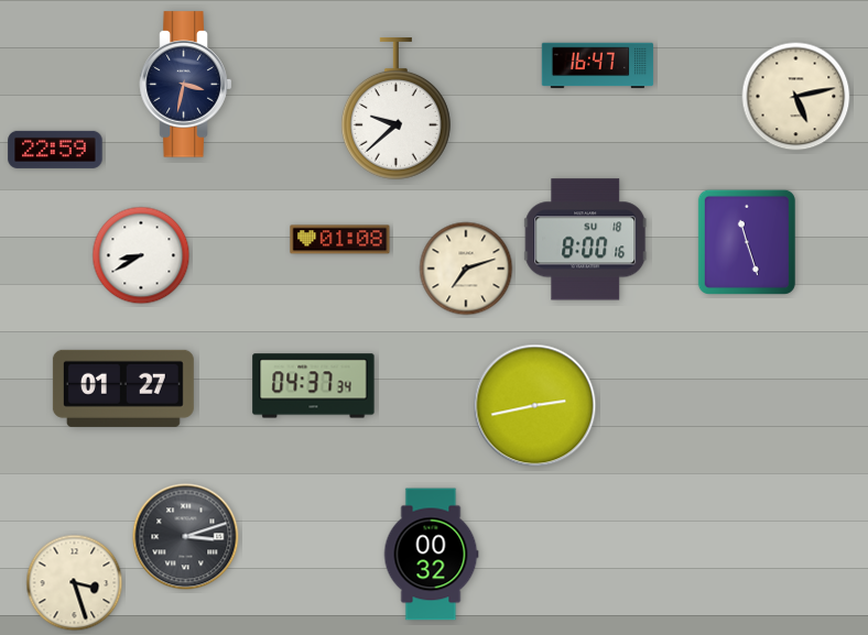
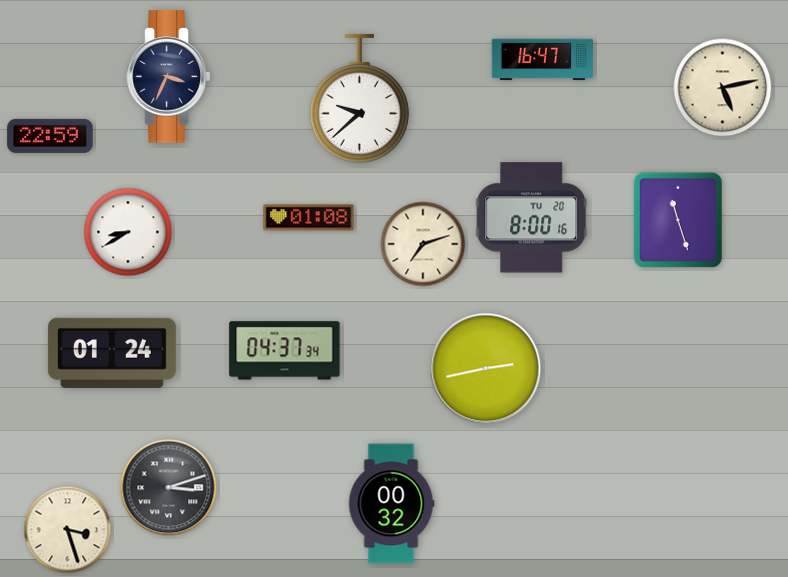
clock at (186, 85): 3:32 -> 3:34
clock at (586, 240) date: SU 18 -> TU 20
clock at (123, 388): 01:27 -> 01:24
